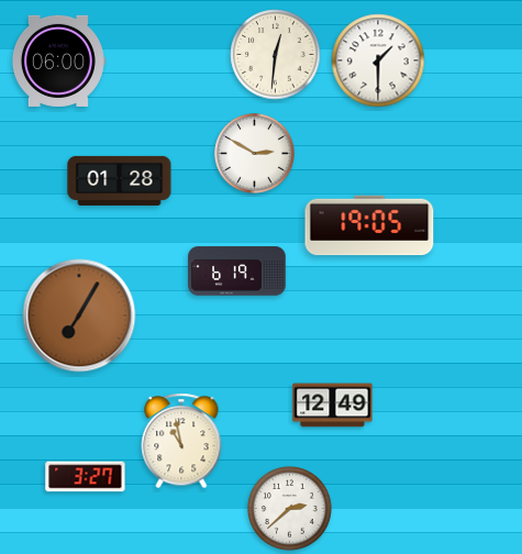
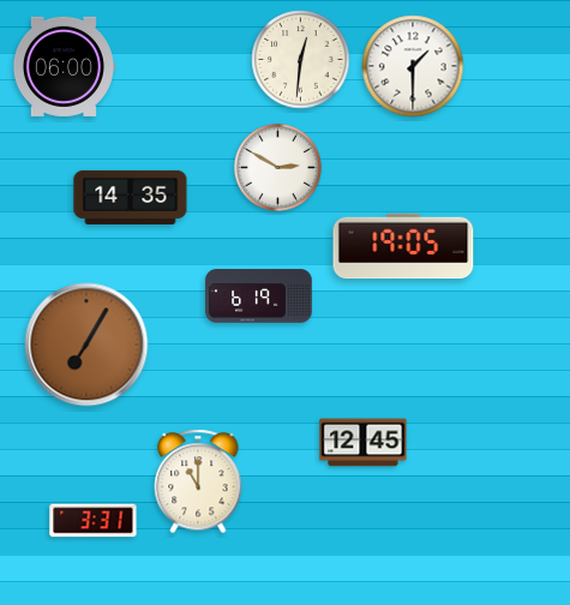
clock at (120, 180): 01:28 -> 14:35
clock at (333, 406): 12:49 -> 12:45
clock at (181, 441): 10:58 -> 11:00
clock at (86, 477): 3:27 -> 3:31
clock at (290, 509): 2:38 -> none
